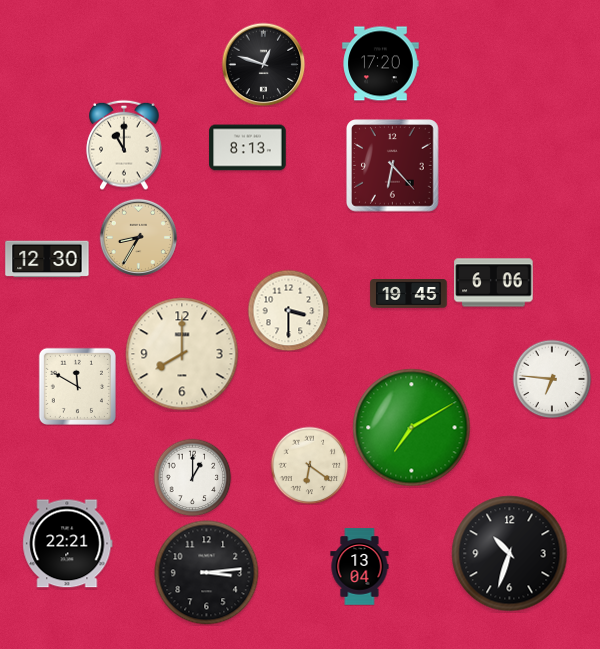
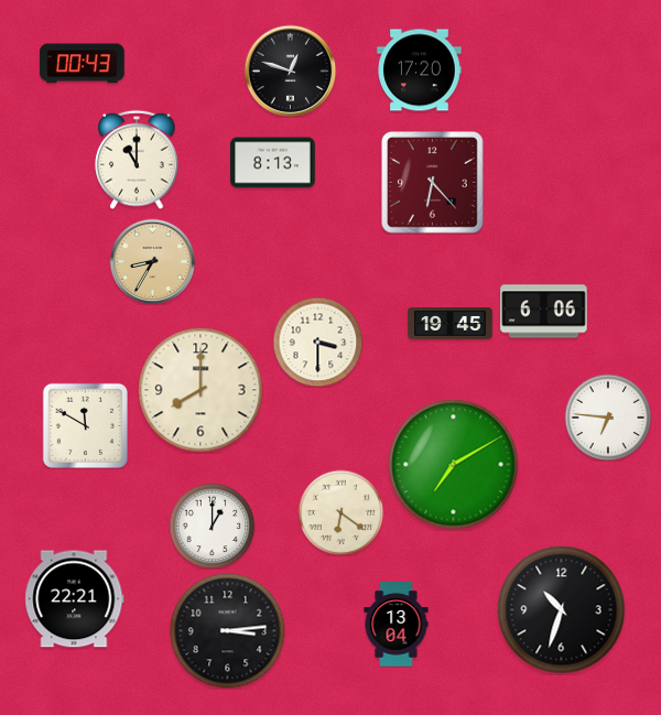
clock at (83, 64): none -> 00:43
clock at (47, 259): 12:30 -> none
clock at (412, 428) position: (412, 428) -> (454, 465)
